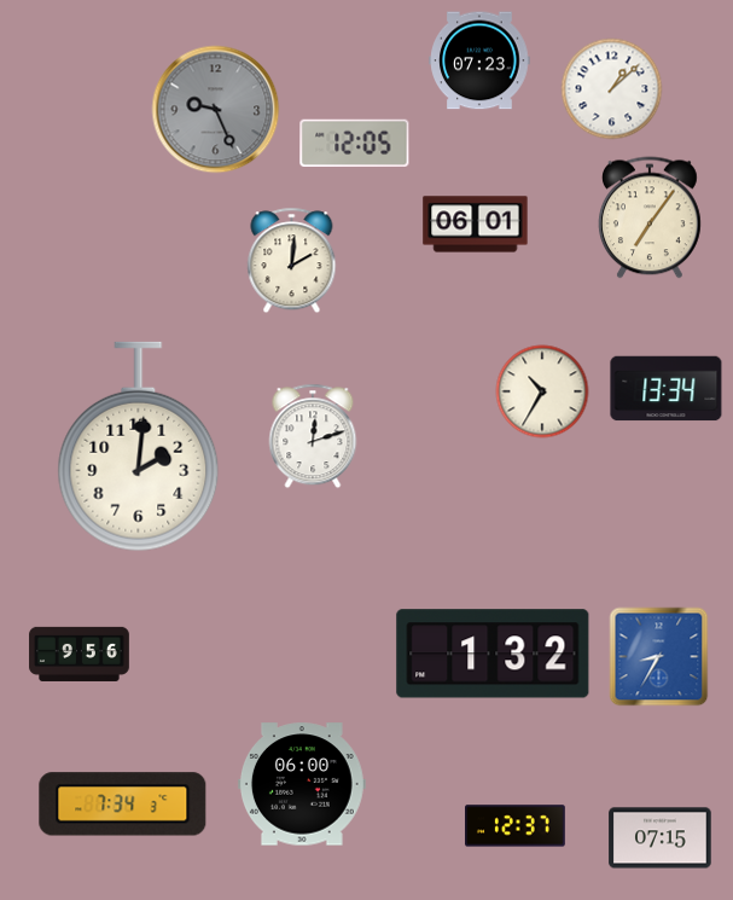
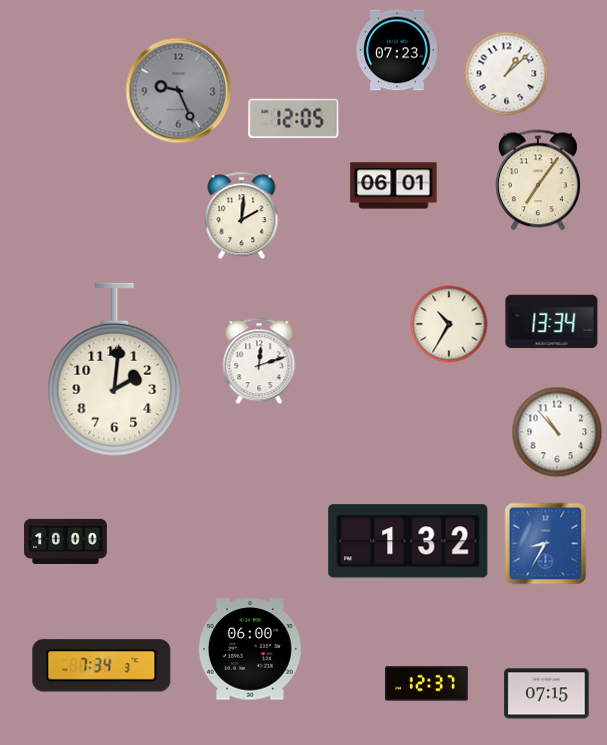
clock at (557, 432): none -> 10:53
clock at (80, 654): 9:56 -> 10:00
